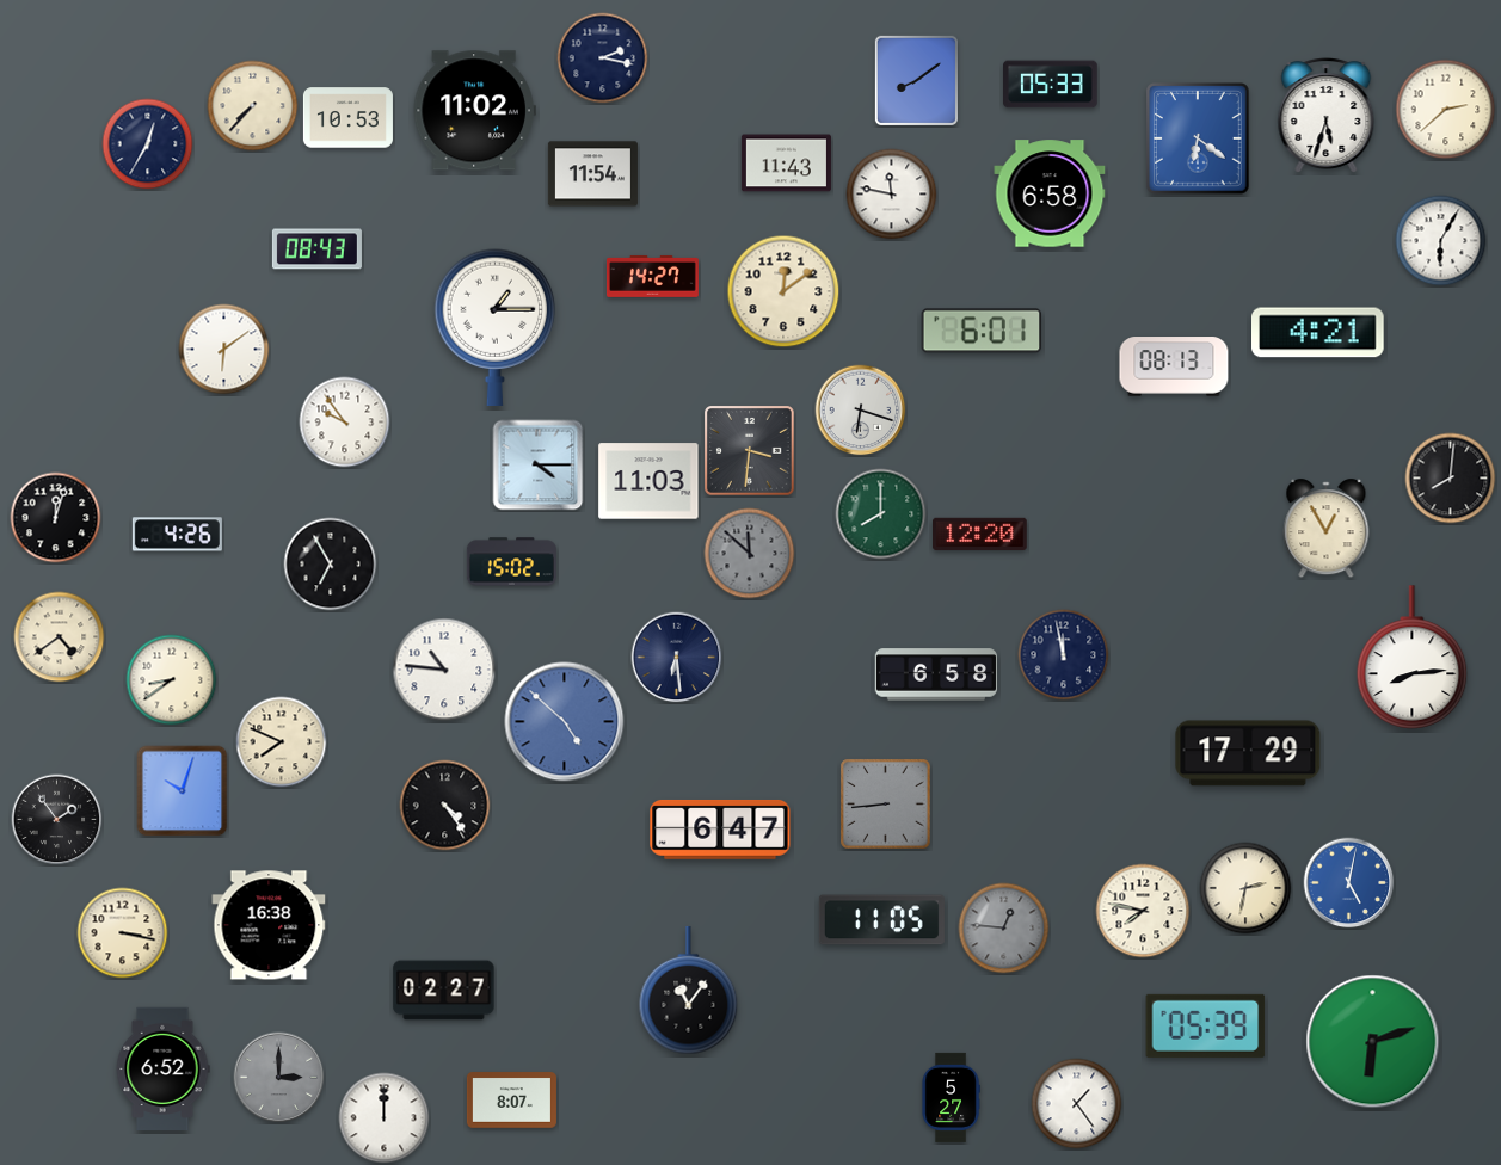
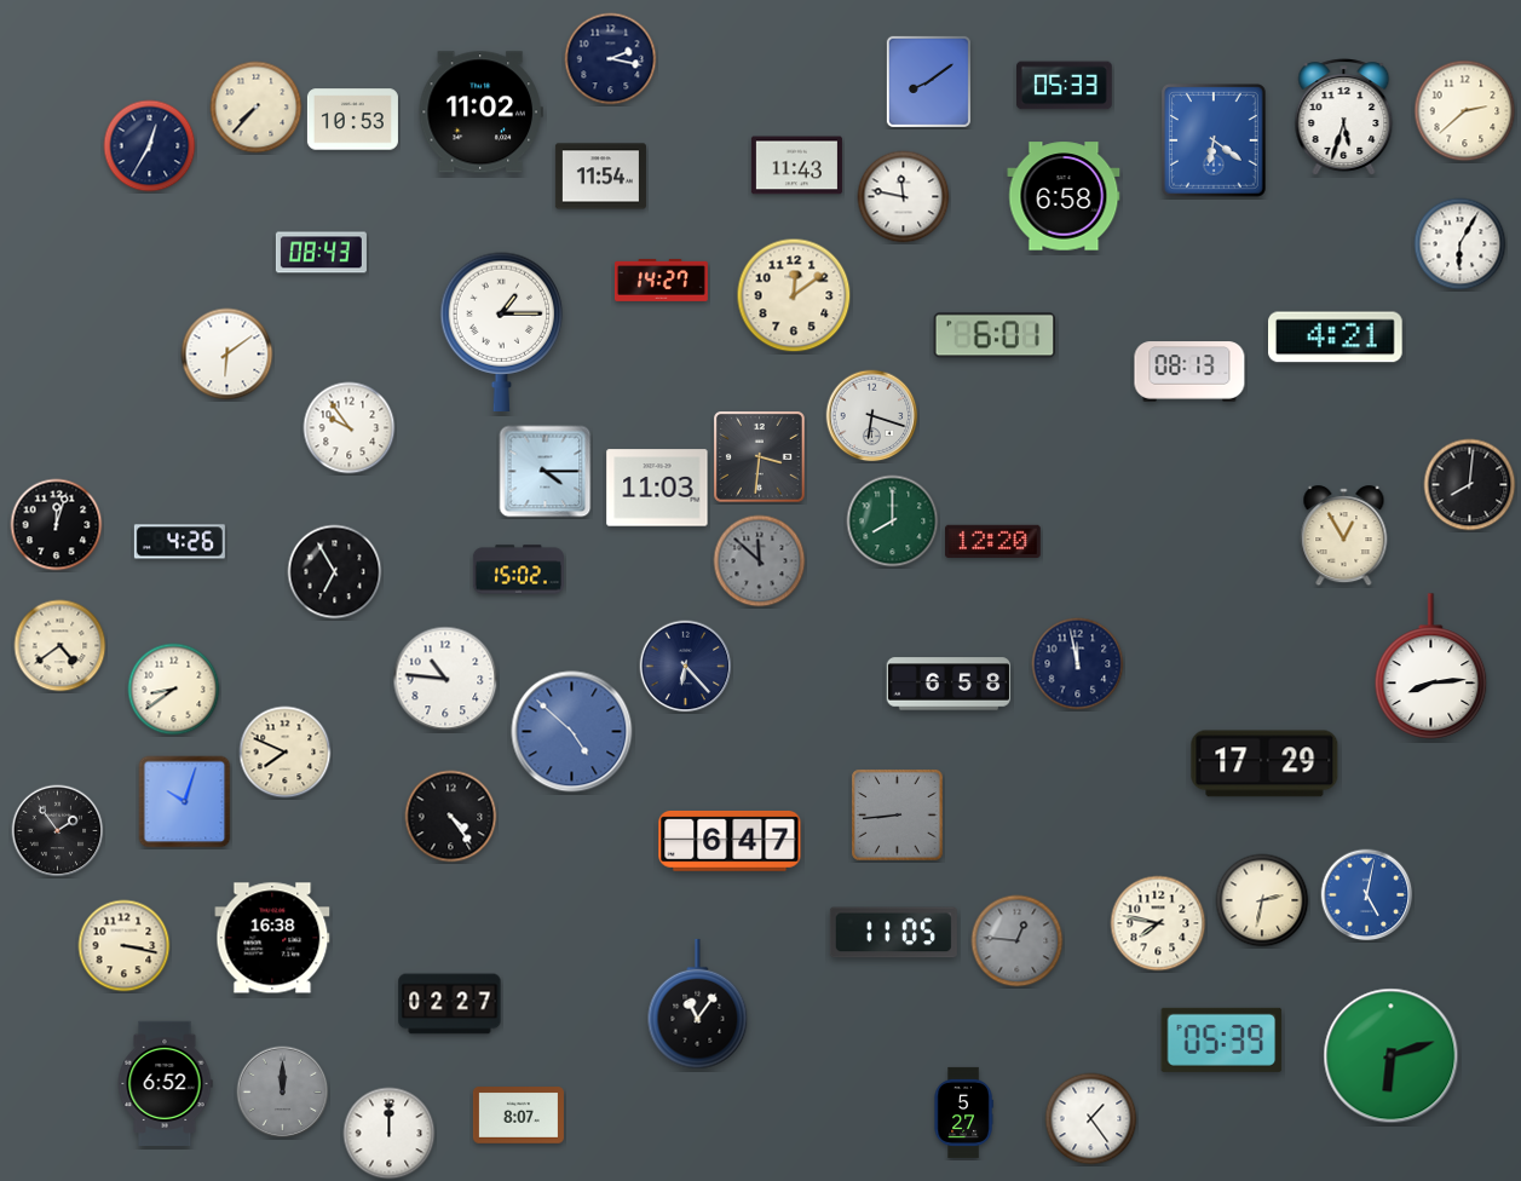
clock at (677, 658): 6:29 -> 6:23
clock at (444, 670) position: (444, 670) -> (445, 679)
clock at (279, 1078): 3:00 -> 12:00
